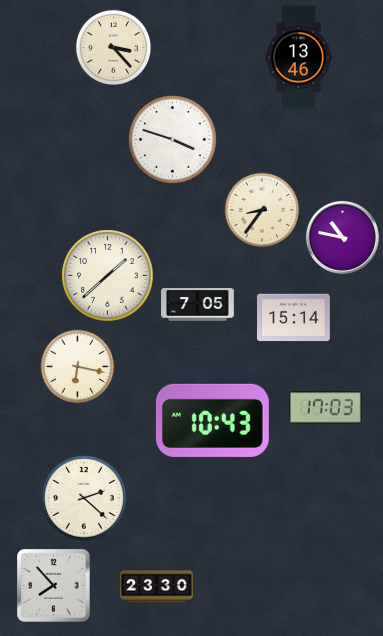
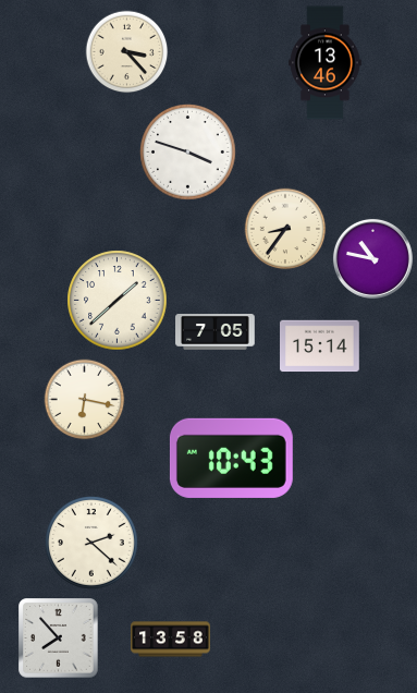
clock at (114, 48) position: (114, 48) -> (127, 52)
clock at (326, 408): 17:03 -> none
clock at (157, 587): 23:30 -> 13:58
